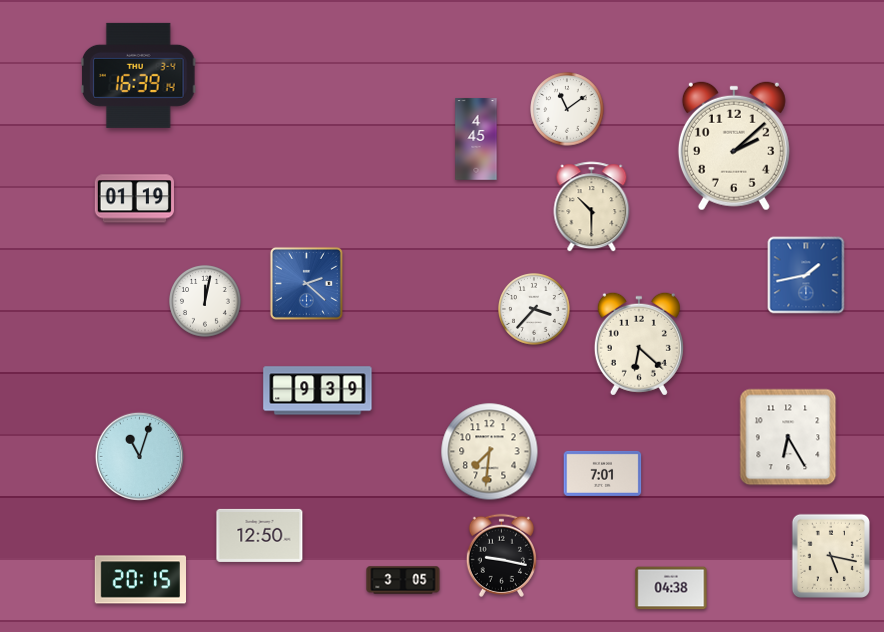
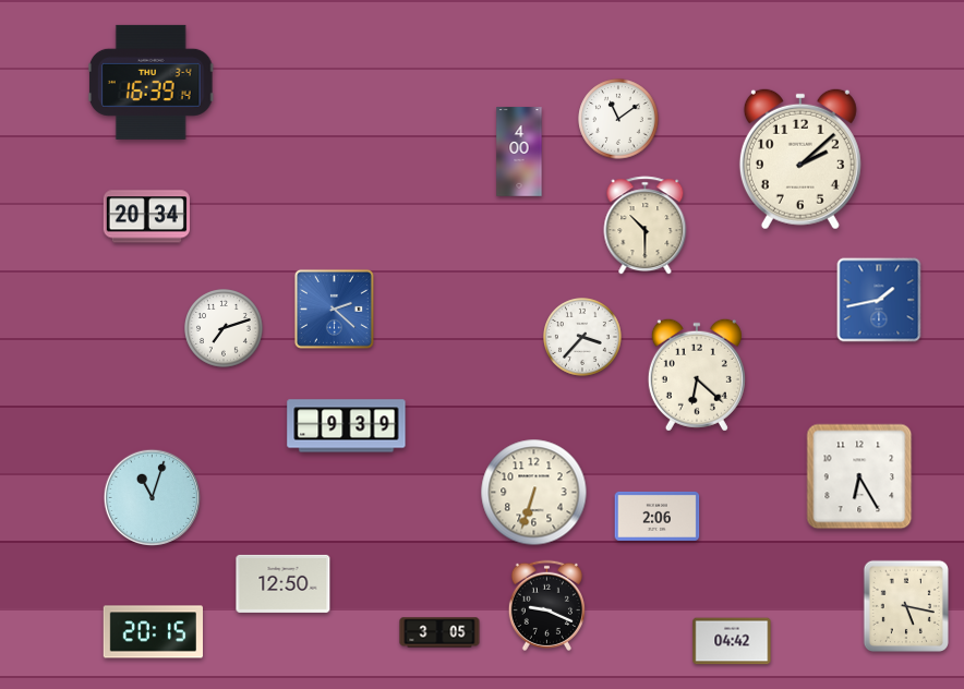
clock at (476, 139): 4:45 -> 4:00
clock at (134, 199): 01:19 -> 20:34
clock at (206, 302): 12:02 -> 7:12
clock at (490, 452): 7:31 -> 6:33
clock at (603, 473): 7:01 -> 2:06
clock at (501, 555): 9:17 -> 9:19
clock at (671, 588): 04:38 -> 04:42
